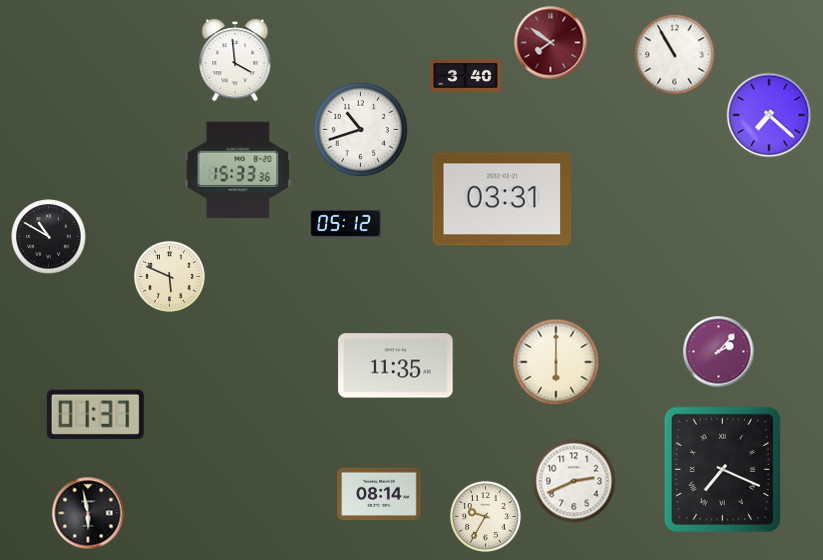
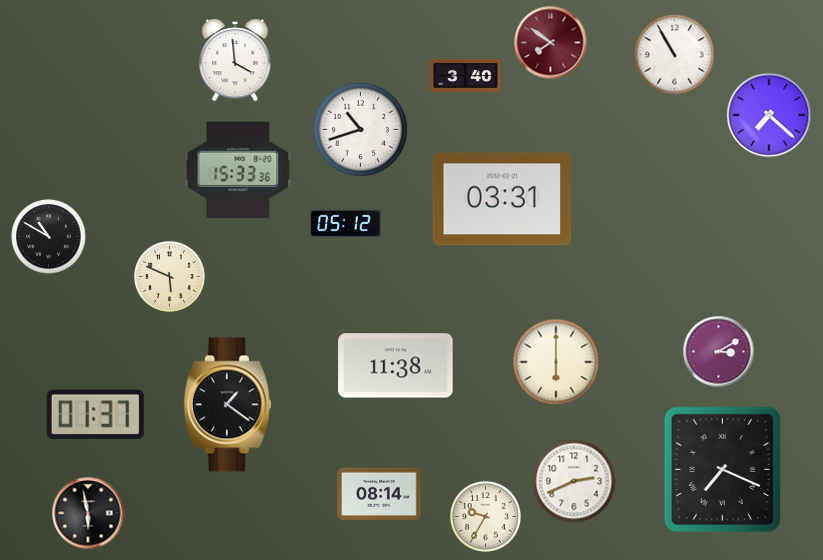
clock at (719, 352): 2:07 -> 3:10
clock at (396, 366): 11:35 -> 11:38
clock at (227, 405): none -> 1:21
